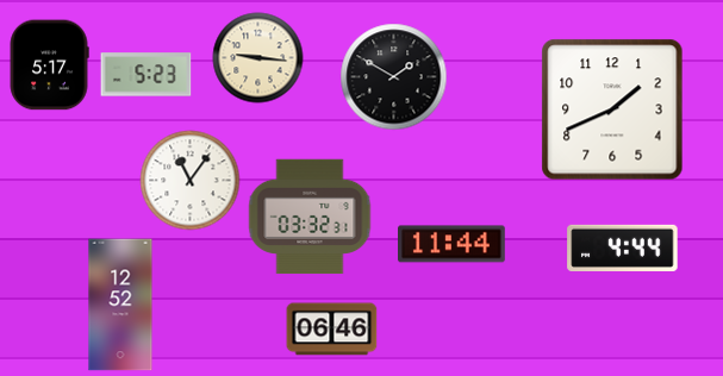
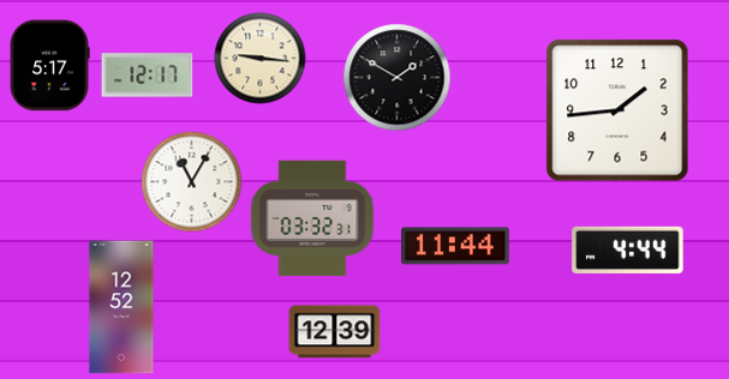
clock at (147, 75): 5:23 -> 12:17
clock at (612, 109): 1:41 -> 1:44
clock at (191, 181): 11:06 -> 11:05
clock at (332, 330): 06:46 -> 12:39
